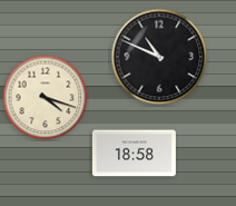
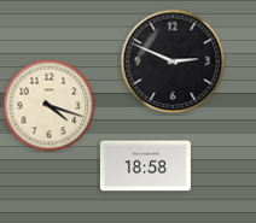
clock at (159, 57): 10:49 -> 2:49
